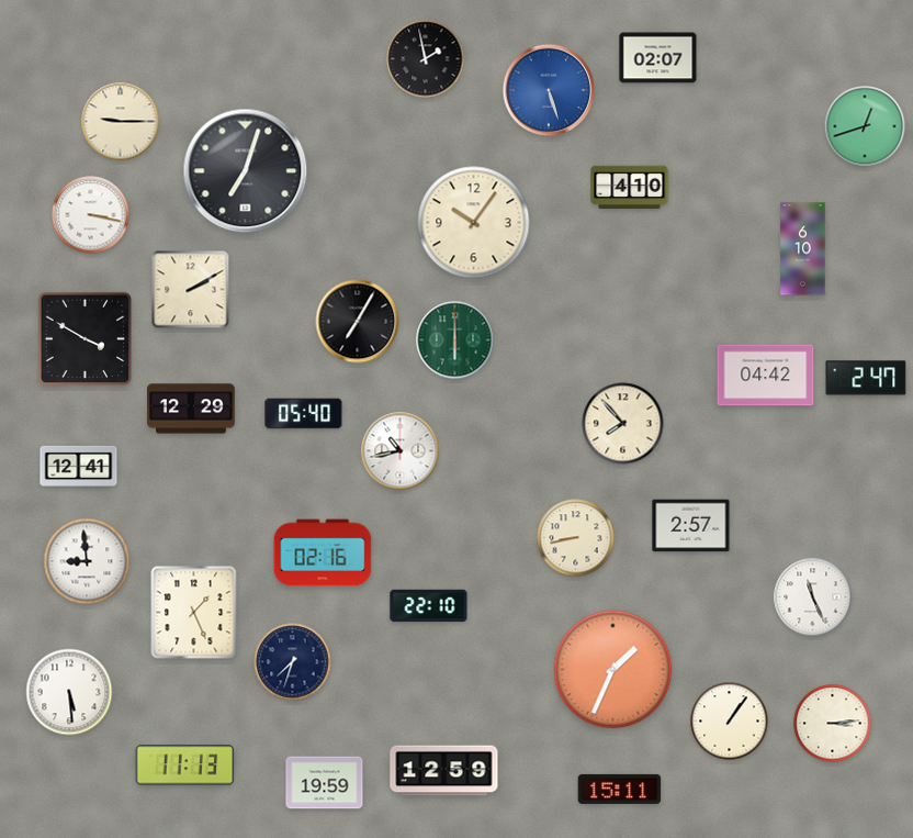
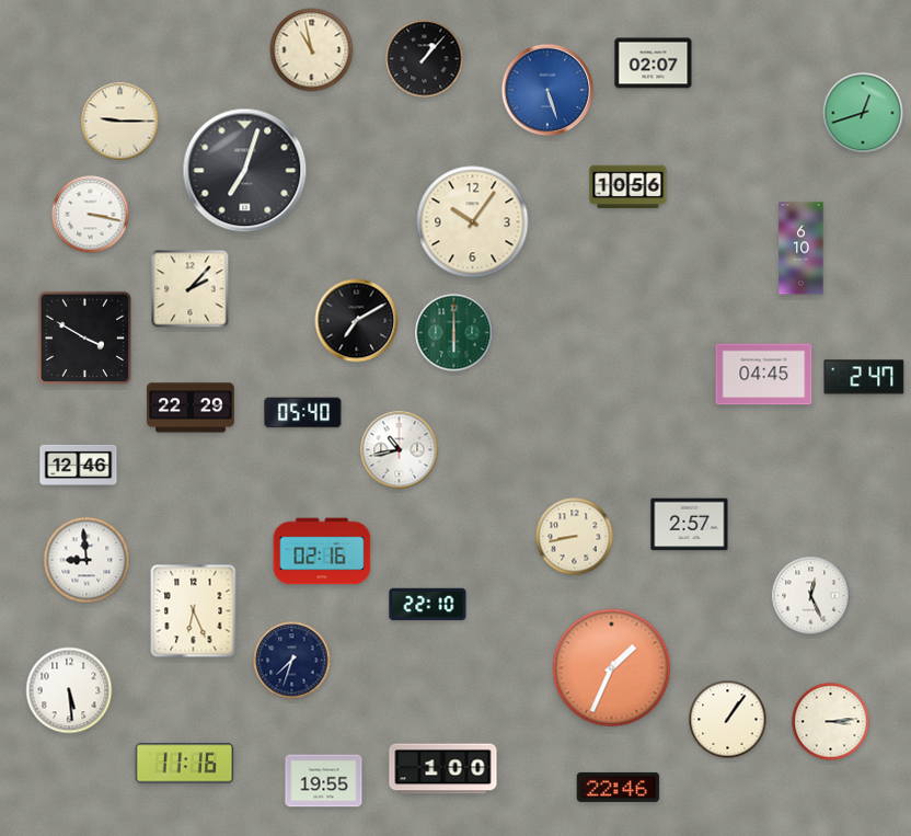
clock at (312, 50): none -> 10:58
clock at (658, 58) position: (658, 58) -> (654, 64)
clock at (426, 59): 1:58 -> 1:07
clock at (865, 126) position: (865, 126) -> (863, 113)
clock at (630, 188): 4:10 -> 10:56
clock at (191, 290): 2:10 -> 2:07
clock at (358, 322): 7:05 -> 7:10
clock at (455, 340) position: (455, 340) -> (454, 333)
clock at (766, 376): 04:42 -> 04:45
clock at (191, 409): 12:29 -> 22:29
clock at (623, 424): 7:53 -> none
clock at (79, 466): 12:41 -> 12:46
clock at (813, 597): 11:26 -> 12:26
clock at (194, 613): 1:26 -> 6:26
clock at (185, 766): 11:13 -> 11:16
clock at (444, 771): 12:59 -> 1:00
clock at (325, 783): 19:59 -> 19:55
clock at (620, 789): 15:11 -> 22:46
